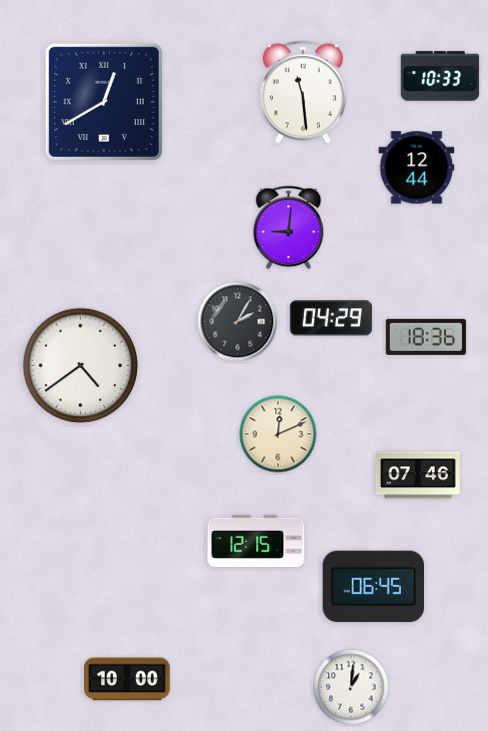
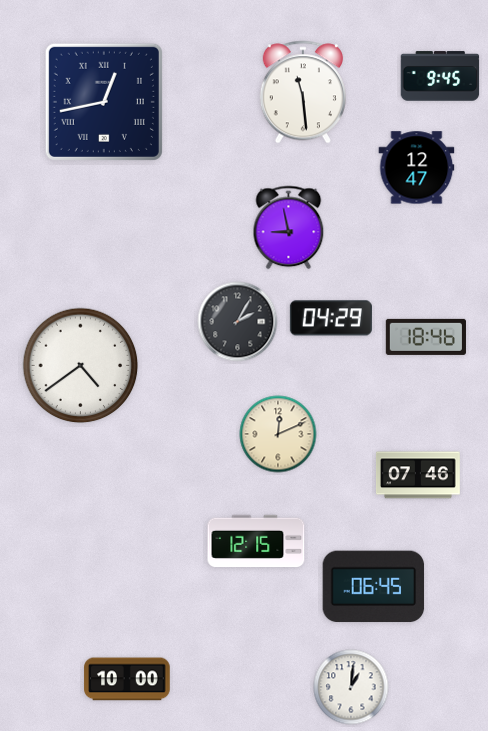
clock at (440, 76): 10:33 -> 9:45
clock at (104, 102): 12:40 -> 12:43
clock at (417, 168): 12:44 -> 12:47
clock at (289, 228): 9:01 -> 8:58
clock at (426, 337): 18:36 -> 18:46
